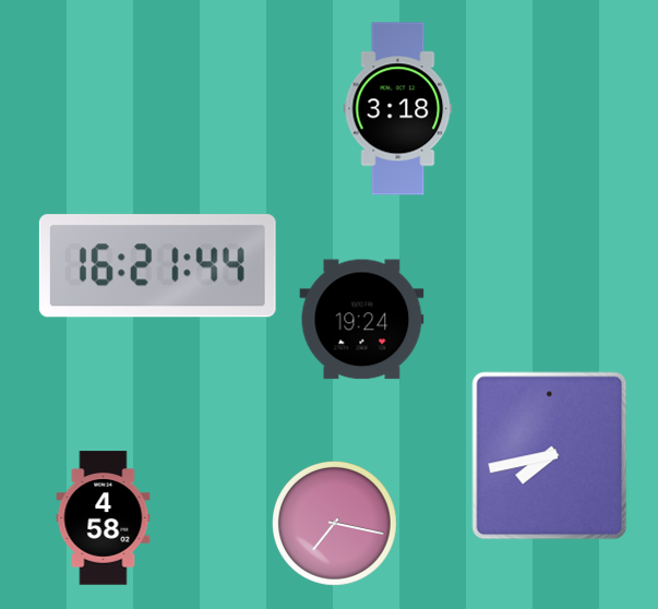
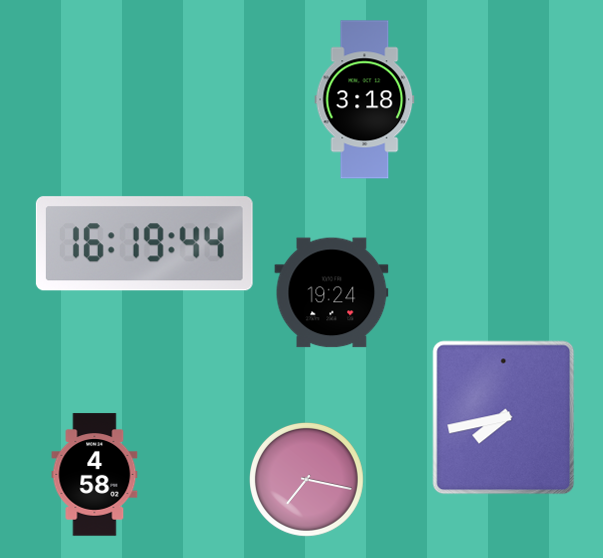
clock at (157, 266): 16:21 -> 16:19
